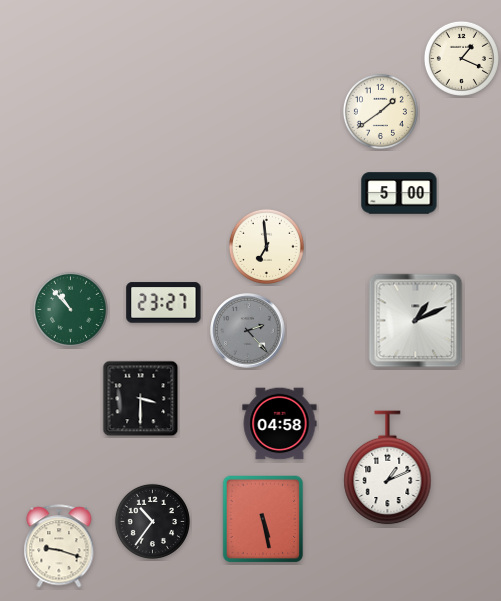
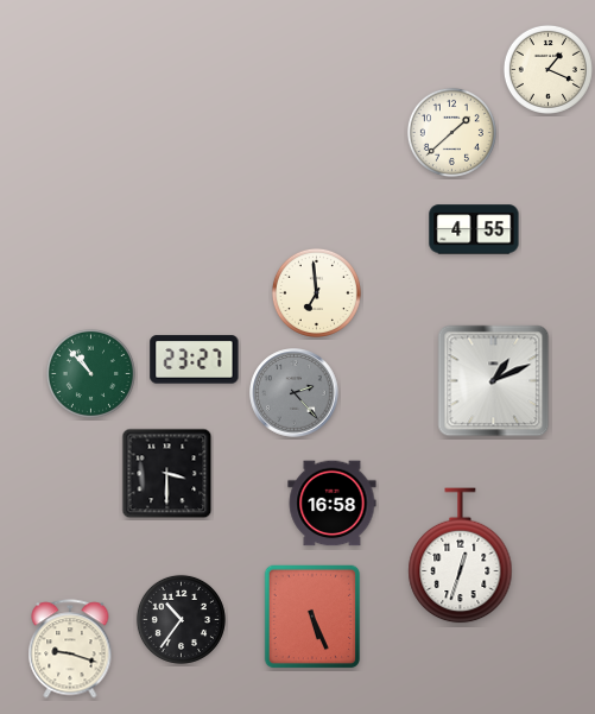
clock at (380, 111): 1:39 -> 1:38
clock at (399, 193): 5:00 -> 4:55
clock at (70, 309) position: (70, 309) -> (90, 373)
clock at (280, 424): 04:58 -> 16:58
clock at (388, 468): 1:11 -> 12:33
clock at (263, 519): 5:28 -> 5:26
